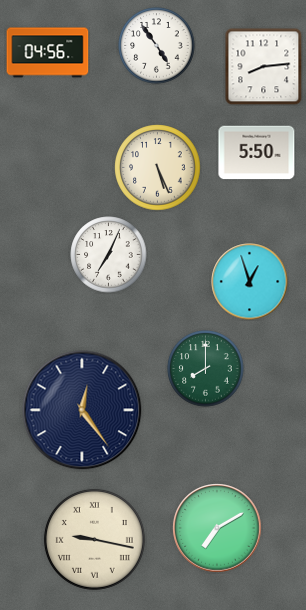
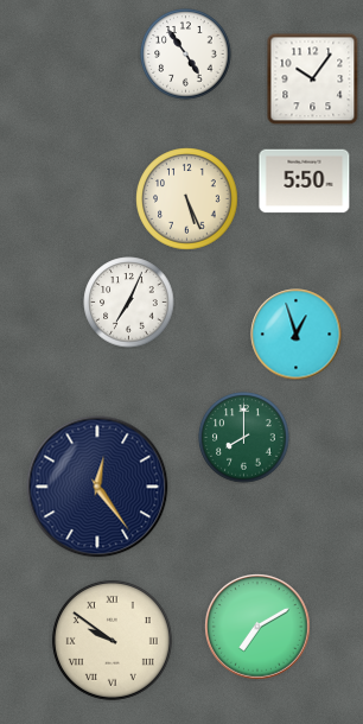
clock at (48, 53): 04:56 -> none
clock at (263, 66): 8:14 -> 10:06
clock at (94, 539): 9:17 -> 9:51
